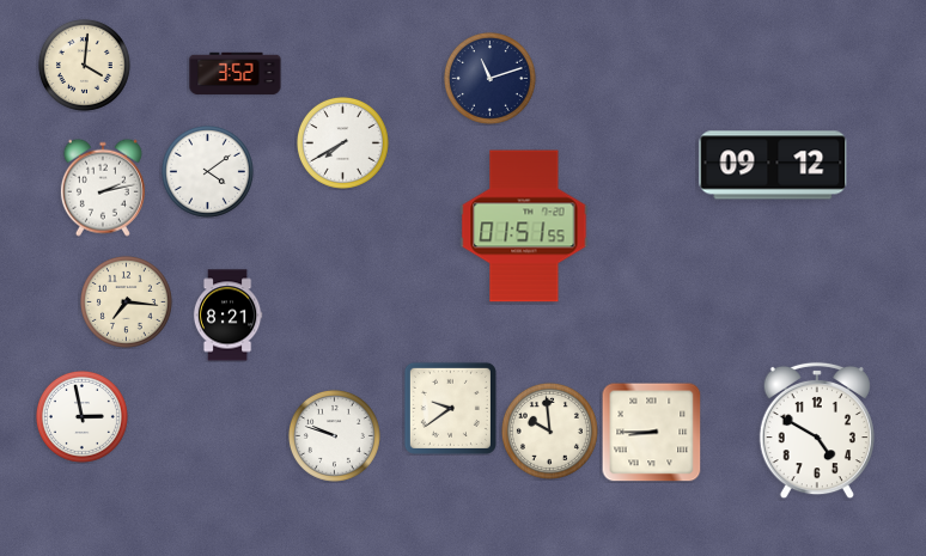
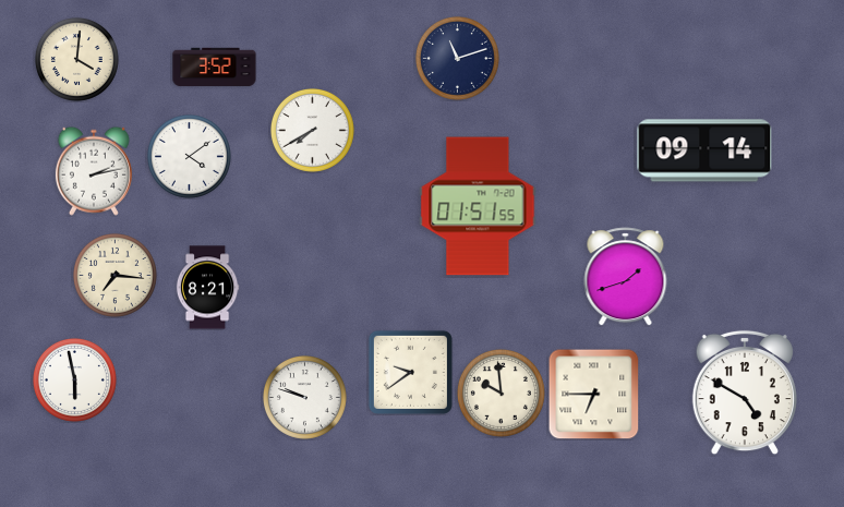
clock at (489, 78) position: (489, 78) -> (457, 58)
clock at (773, 165): 09:12 -> 09:14
clock at (626, 277): none -> 1:42
clock at (81, 416): 2:58 -> 5:58
clock at (651, 432): 8:45 -> 6:45
